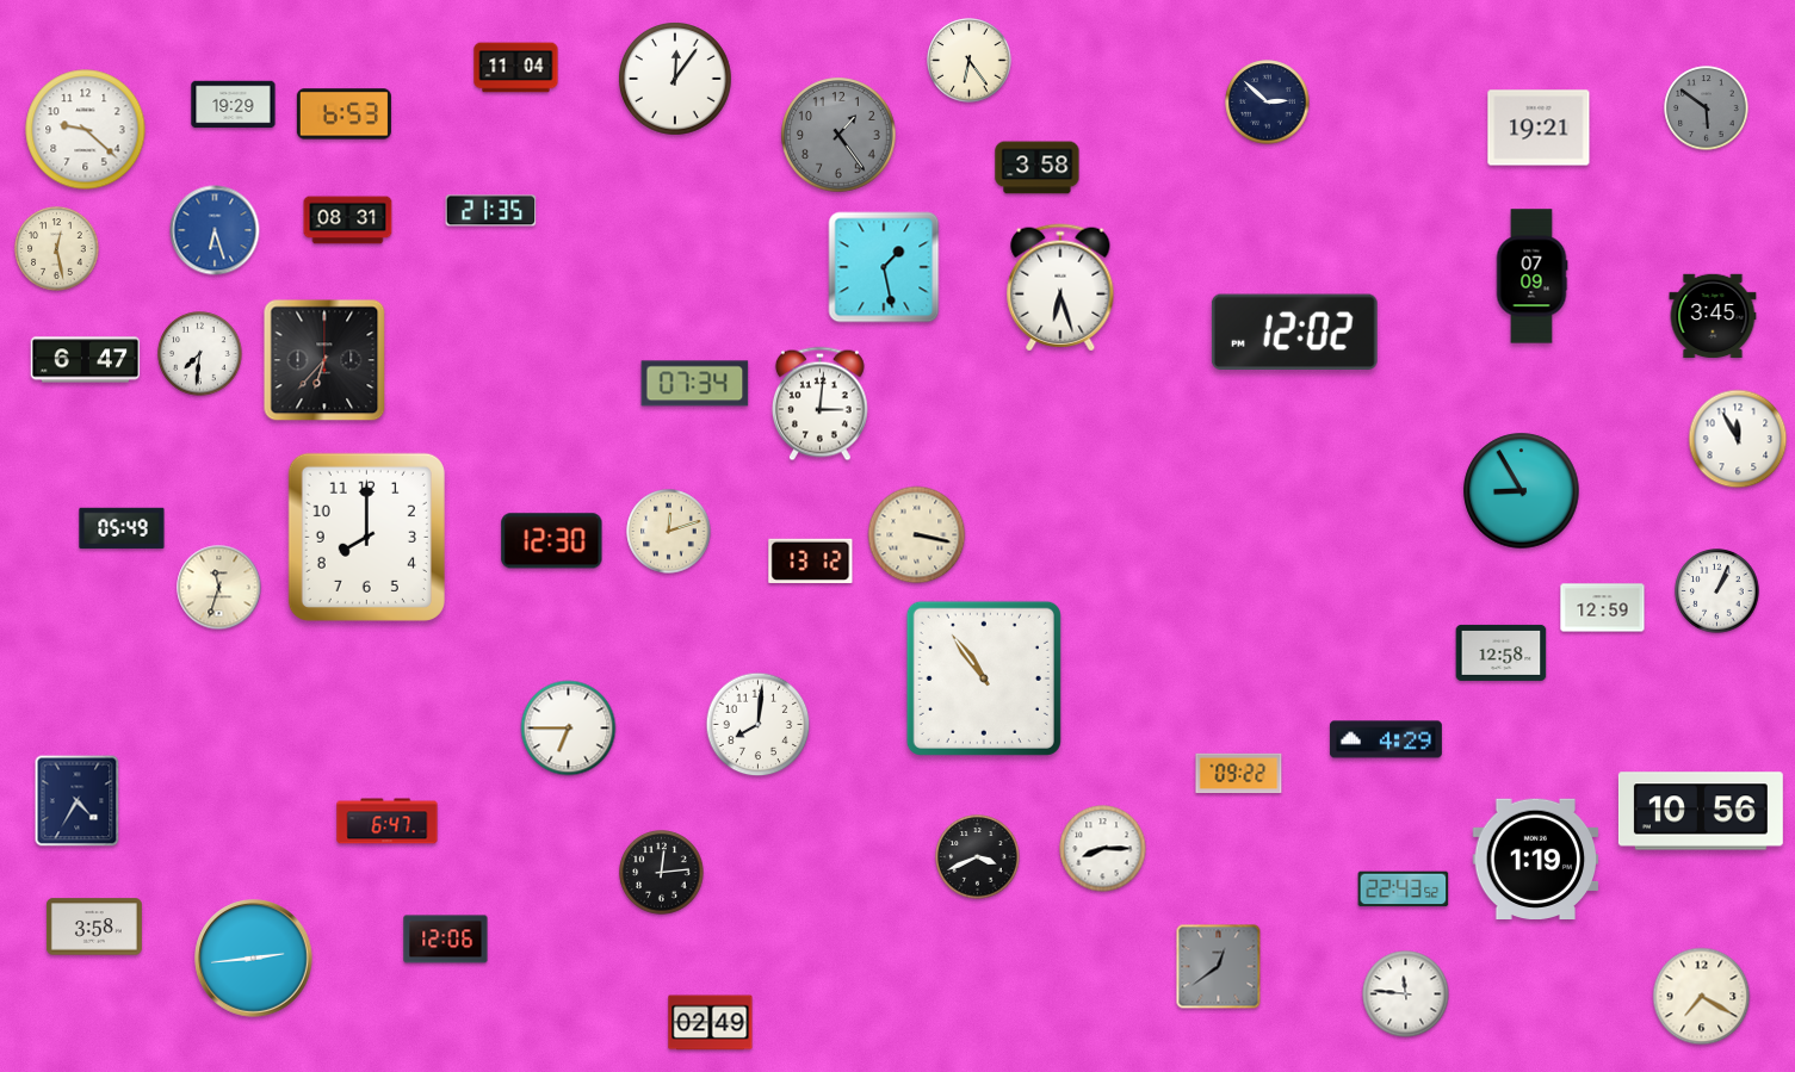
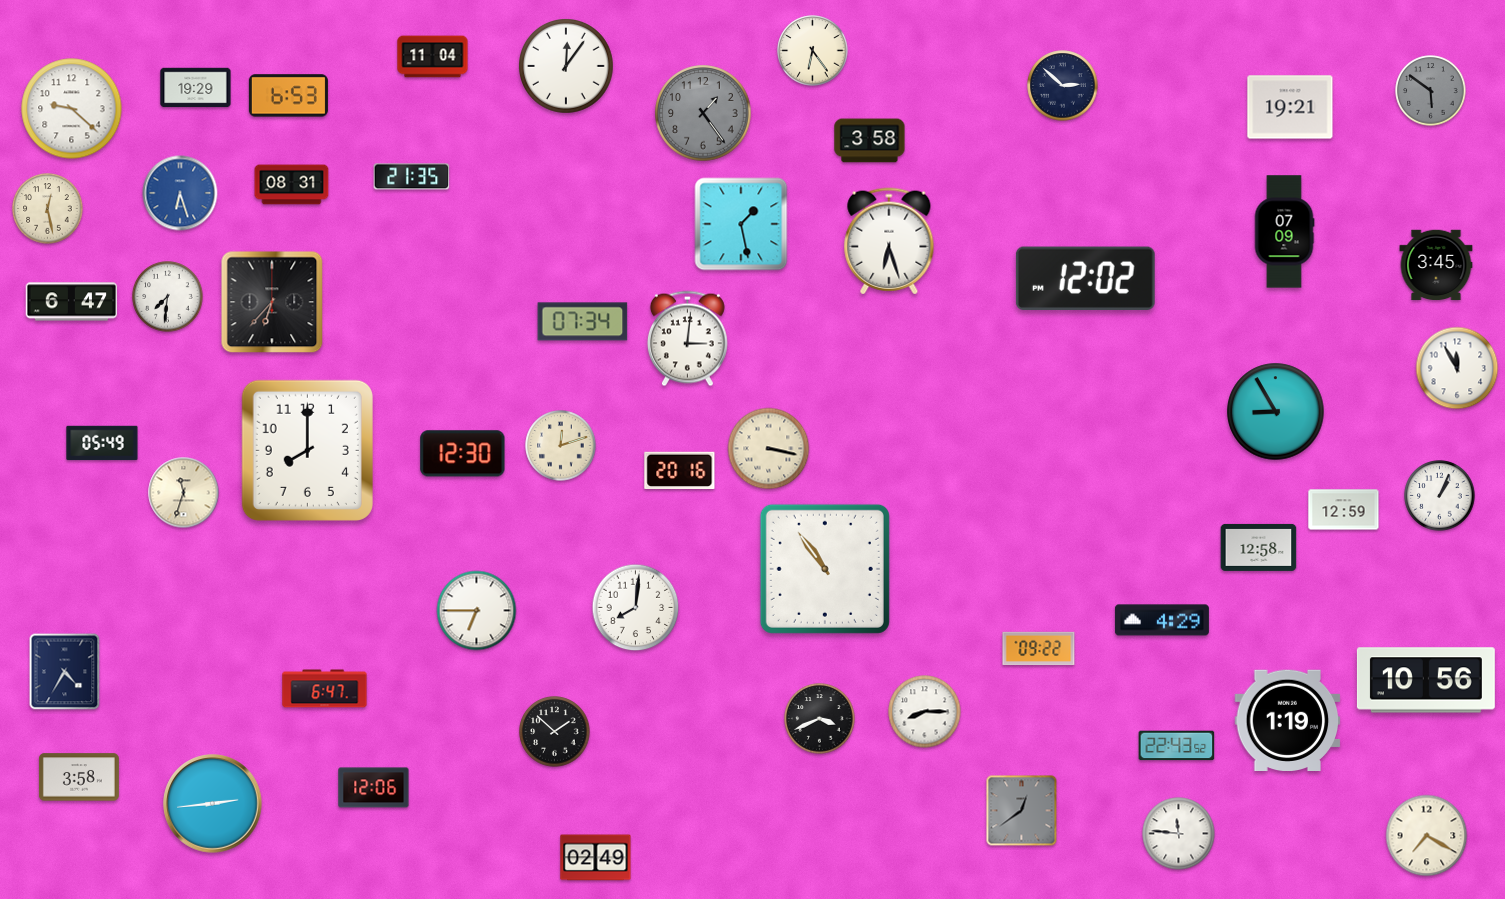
clock at (811, 562): 13:12 -> 20:16
clock at (662, 873): 12:14 -> 1:52
